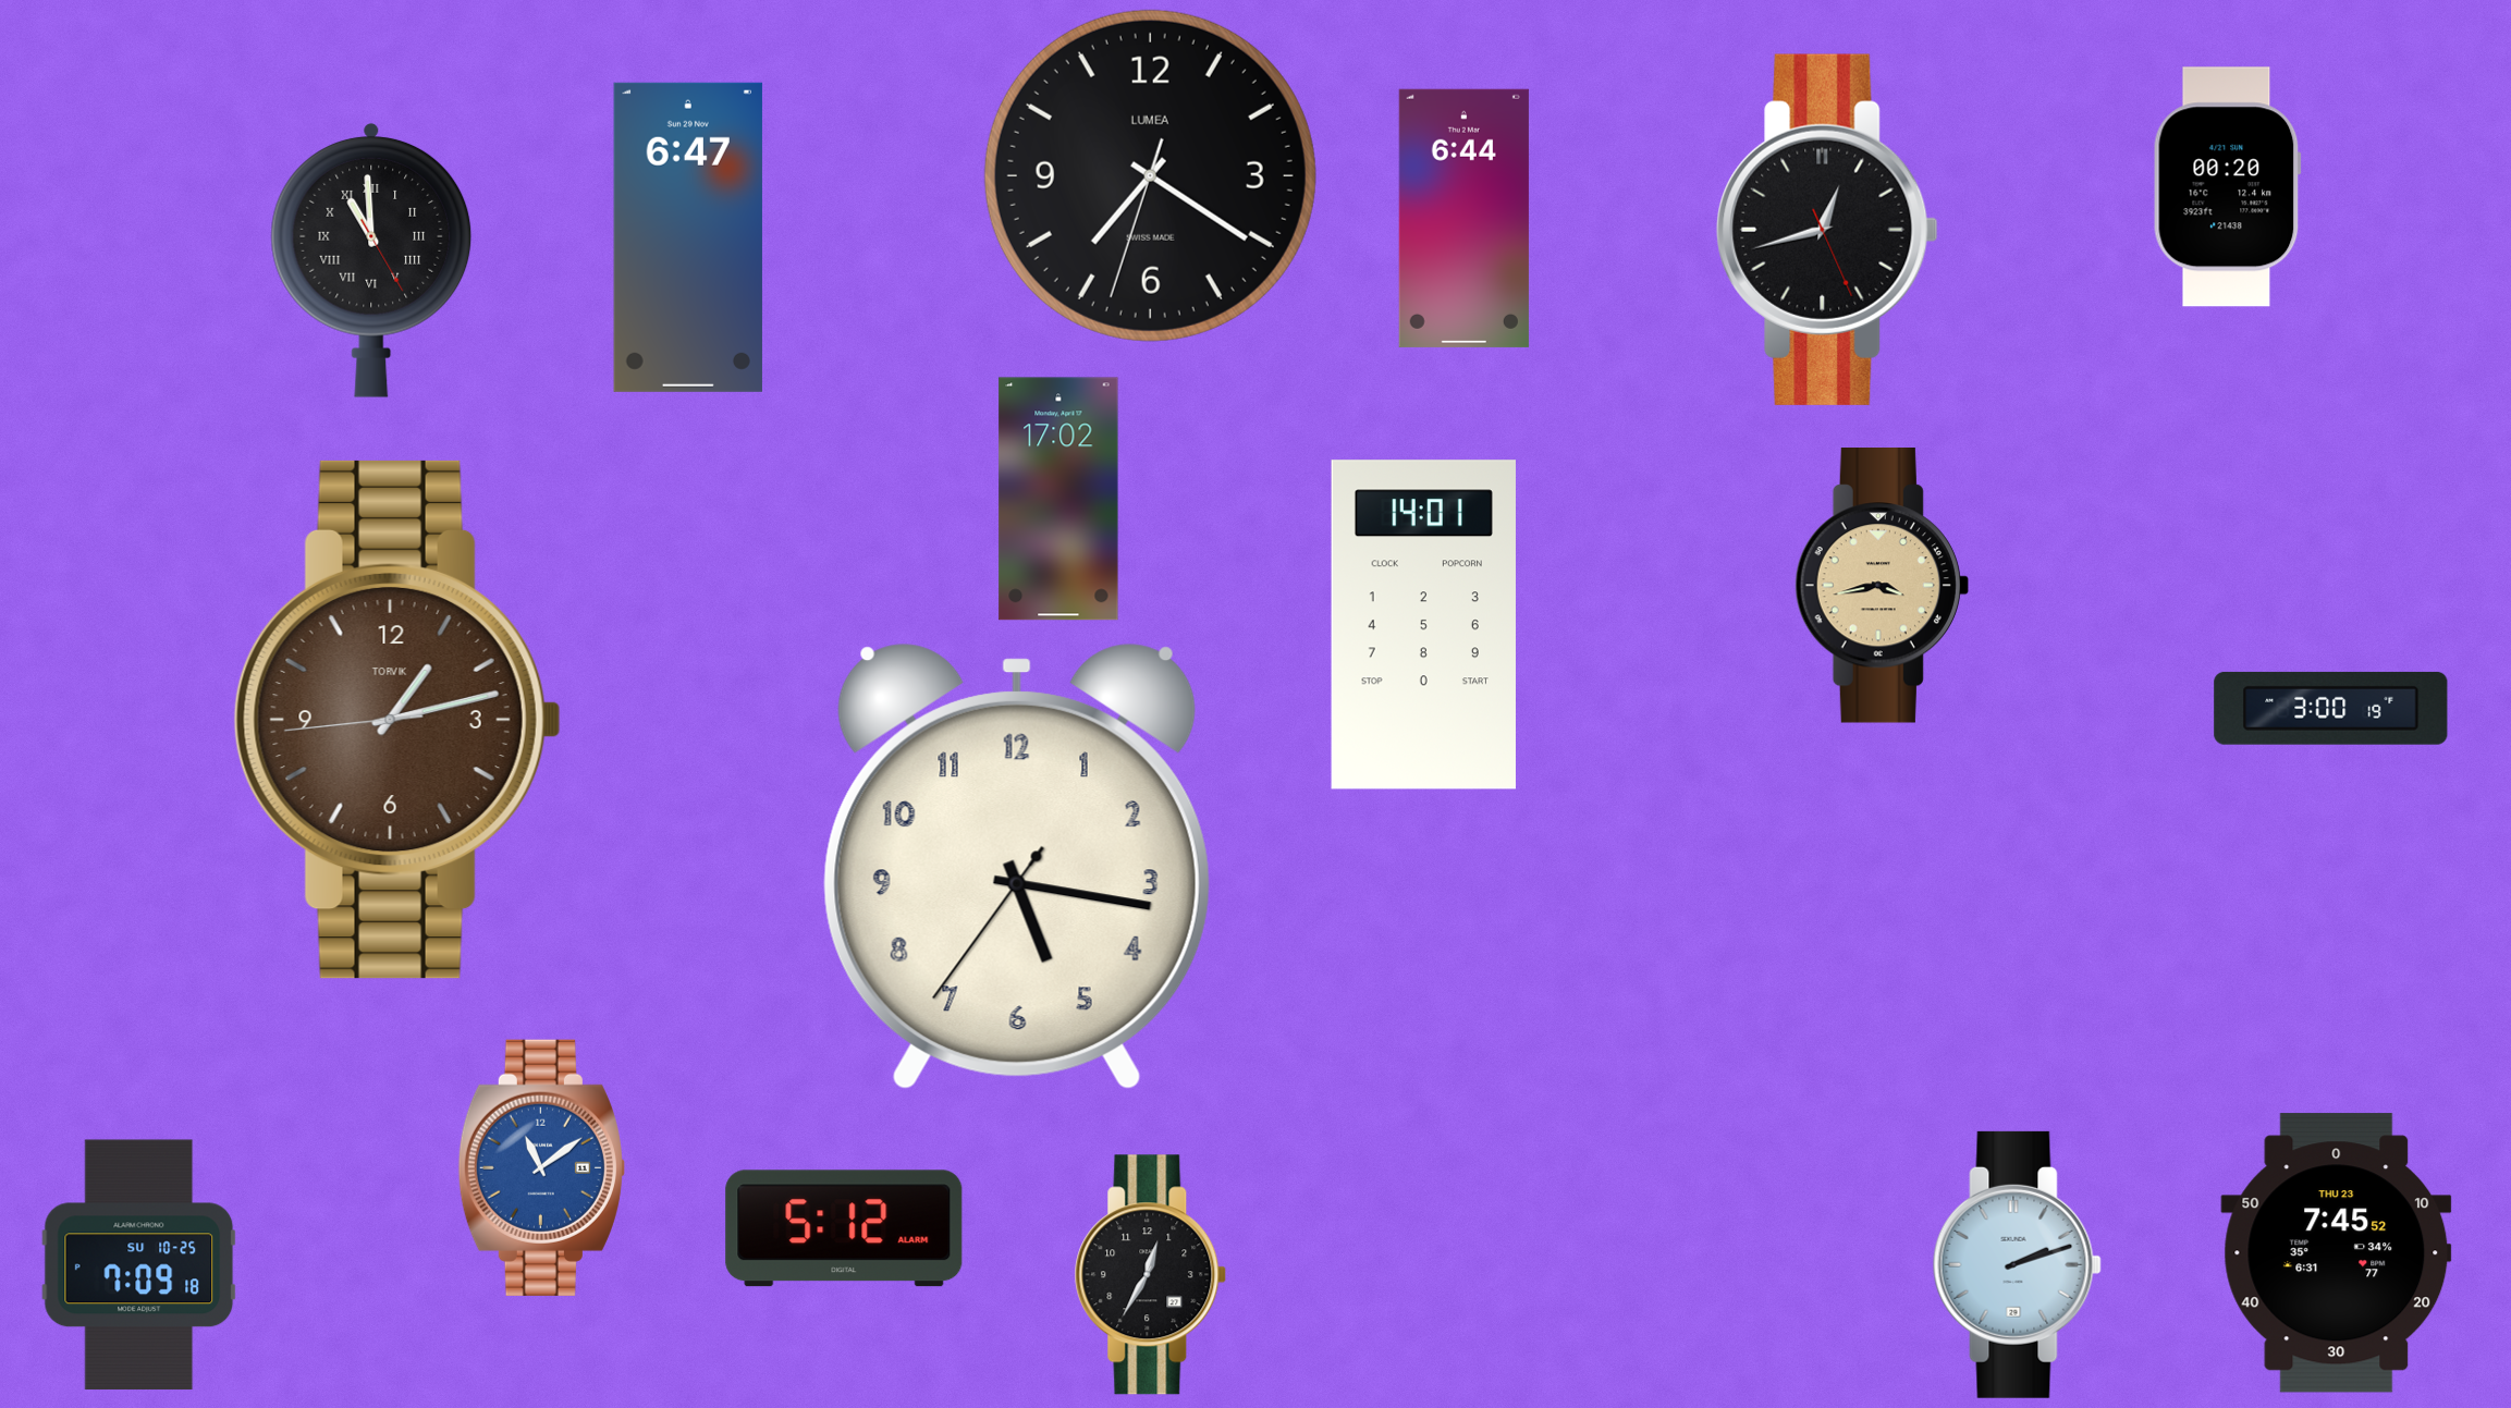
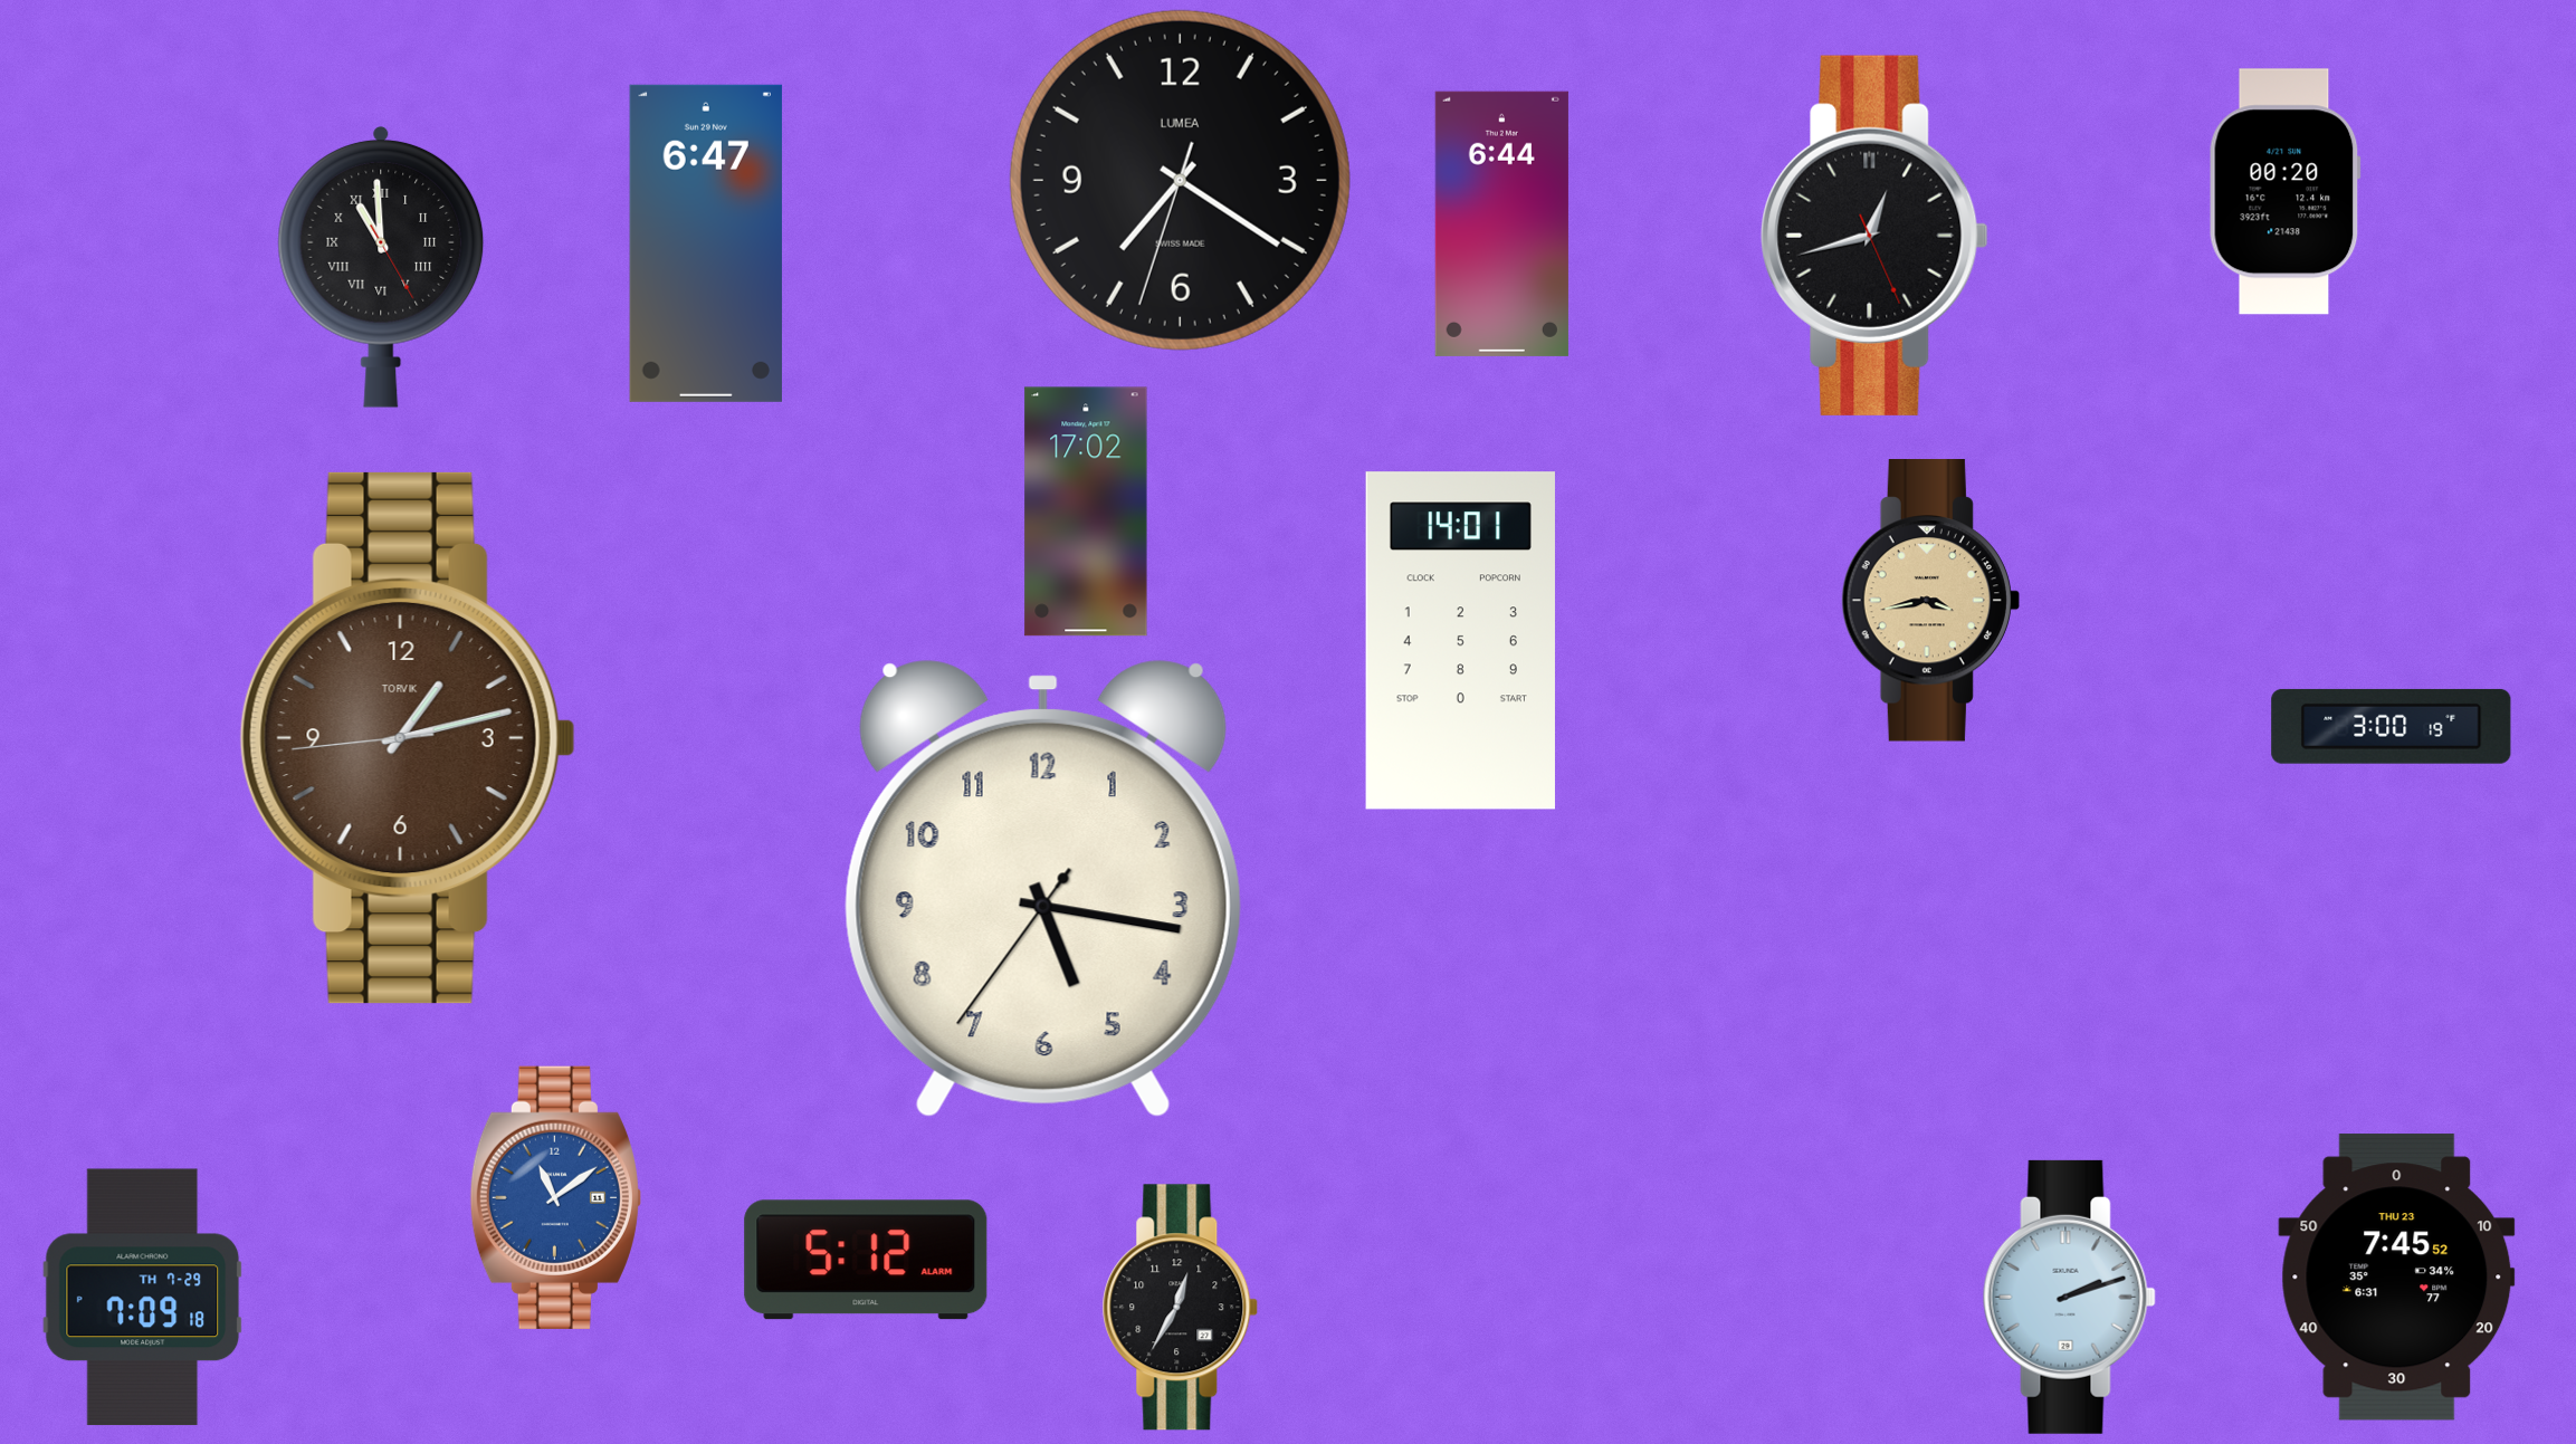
clock at (2337, 1253) position: (2337, 1253) -> (2397, 1278)
clock at (139, 1265) date: SU 10-25 -> TH 7-29
